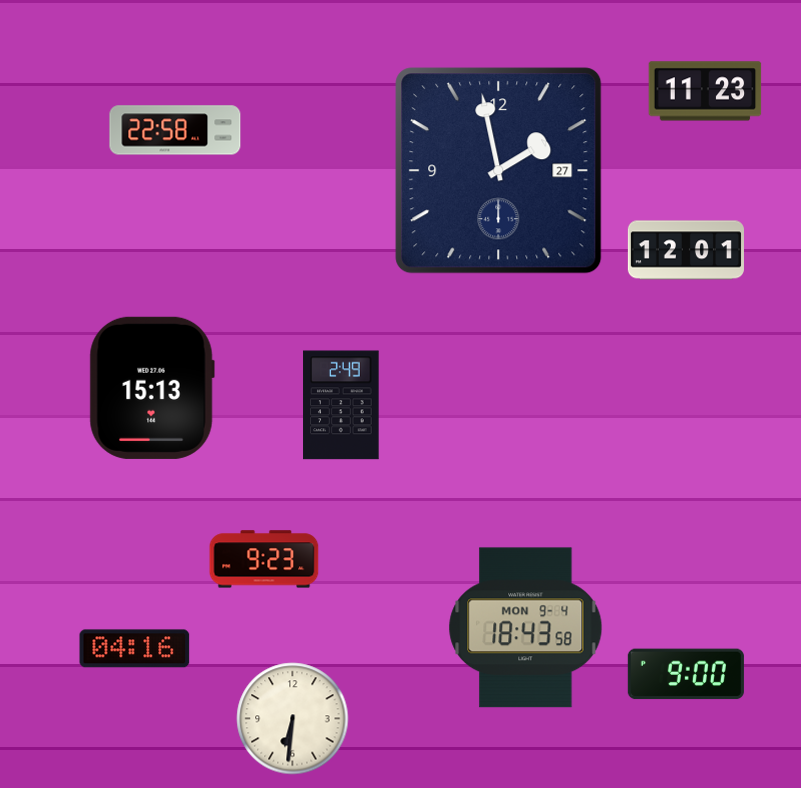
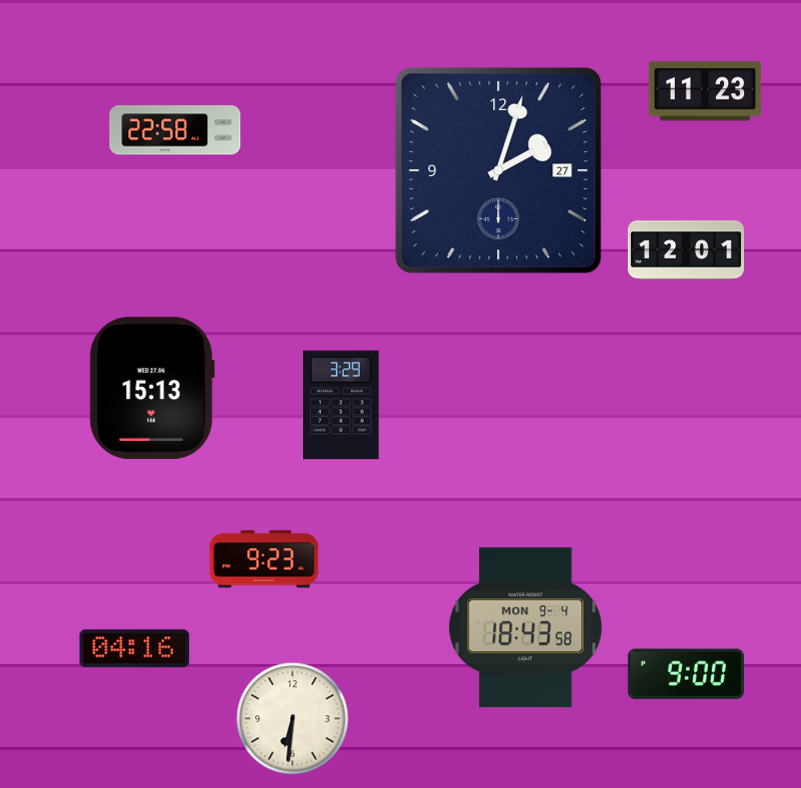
clock at (499, 171): 1:58 -> 2:03
clock at (341, 405): 2:49 -> 3:29
